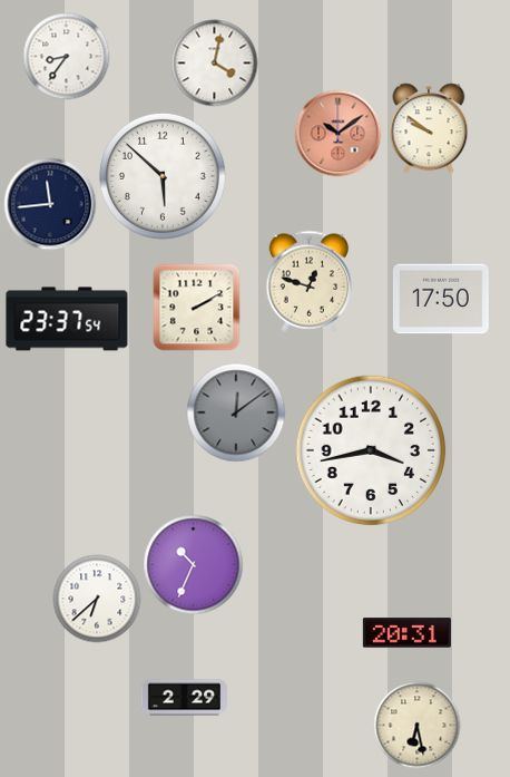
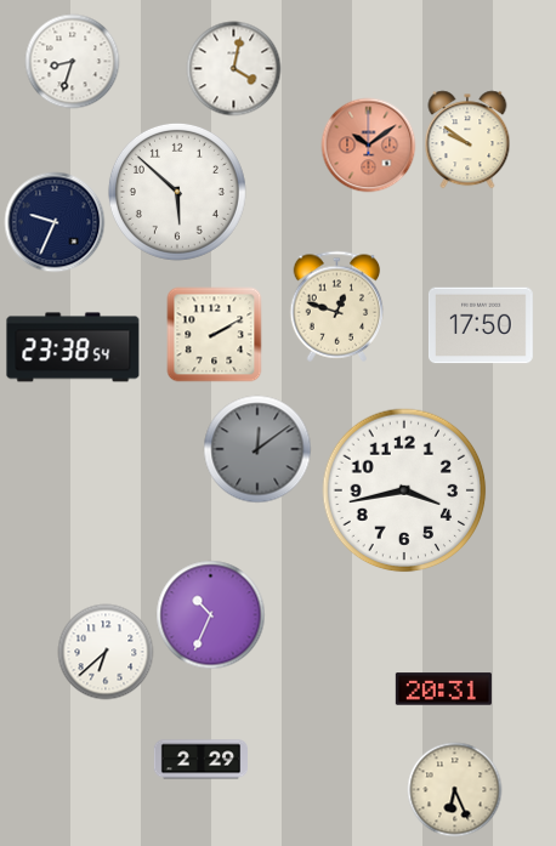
clock at (66, 56): 8:36 -> 8:33
clock at (50, 204): 11:44 -> 9:34
clock at (67, 319): 23:37 -> 23:38
clock at (416, 725): 6:28 -> 6:26
